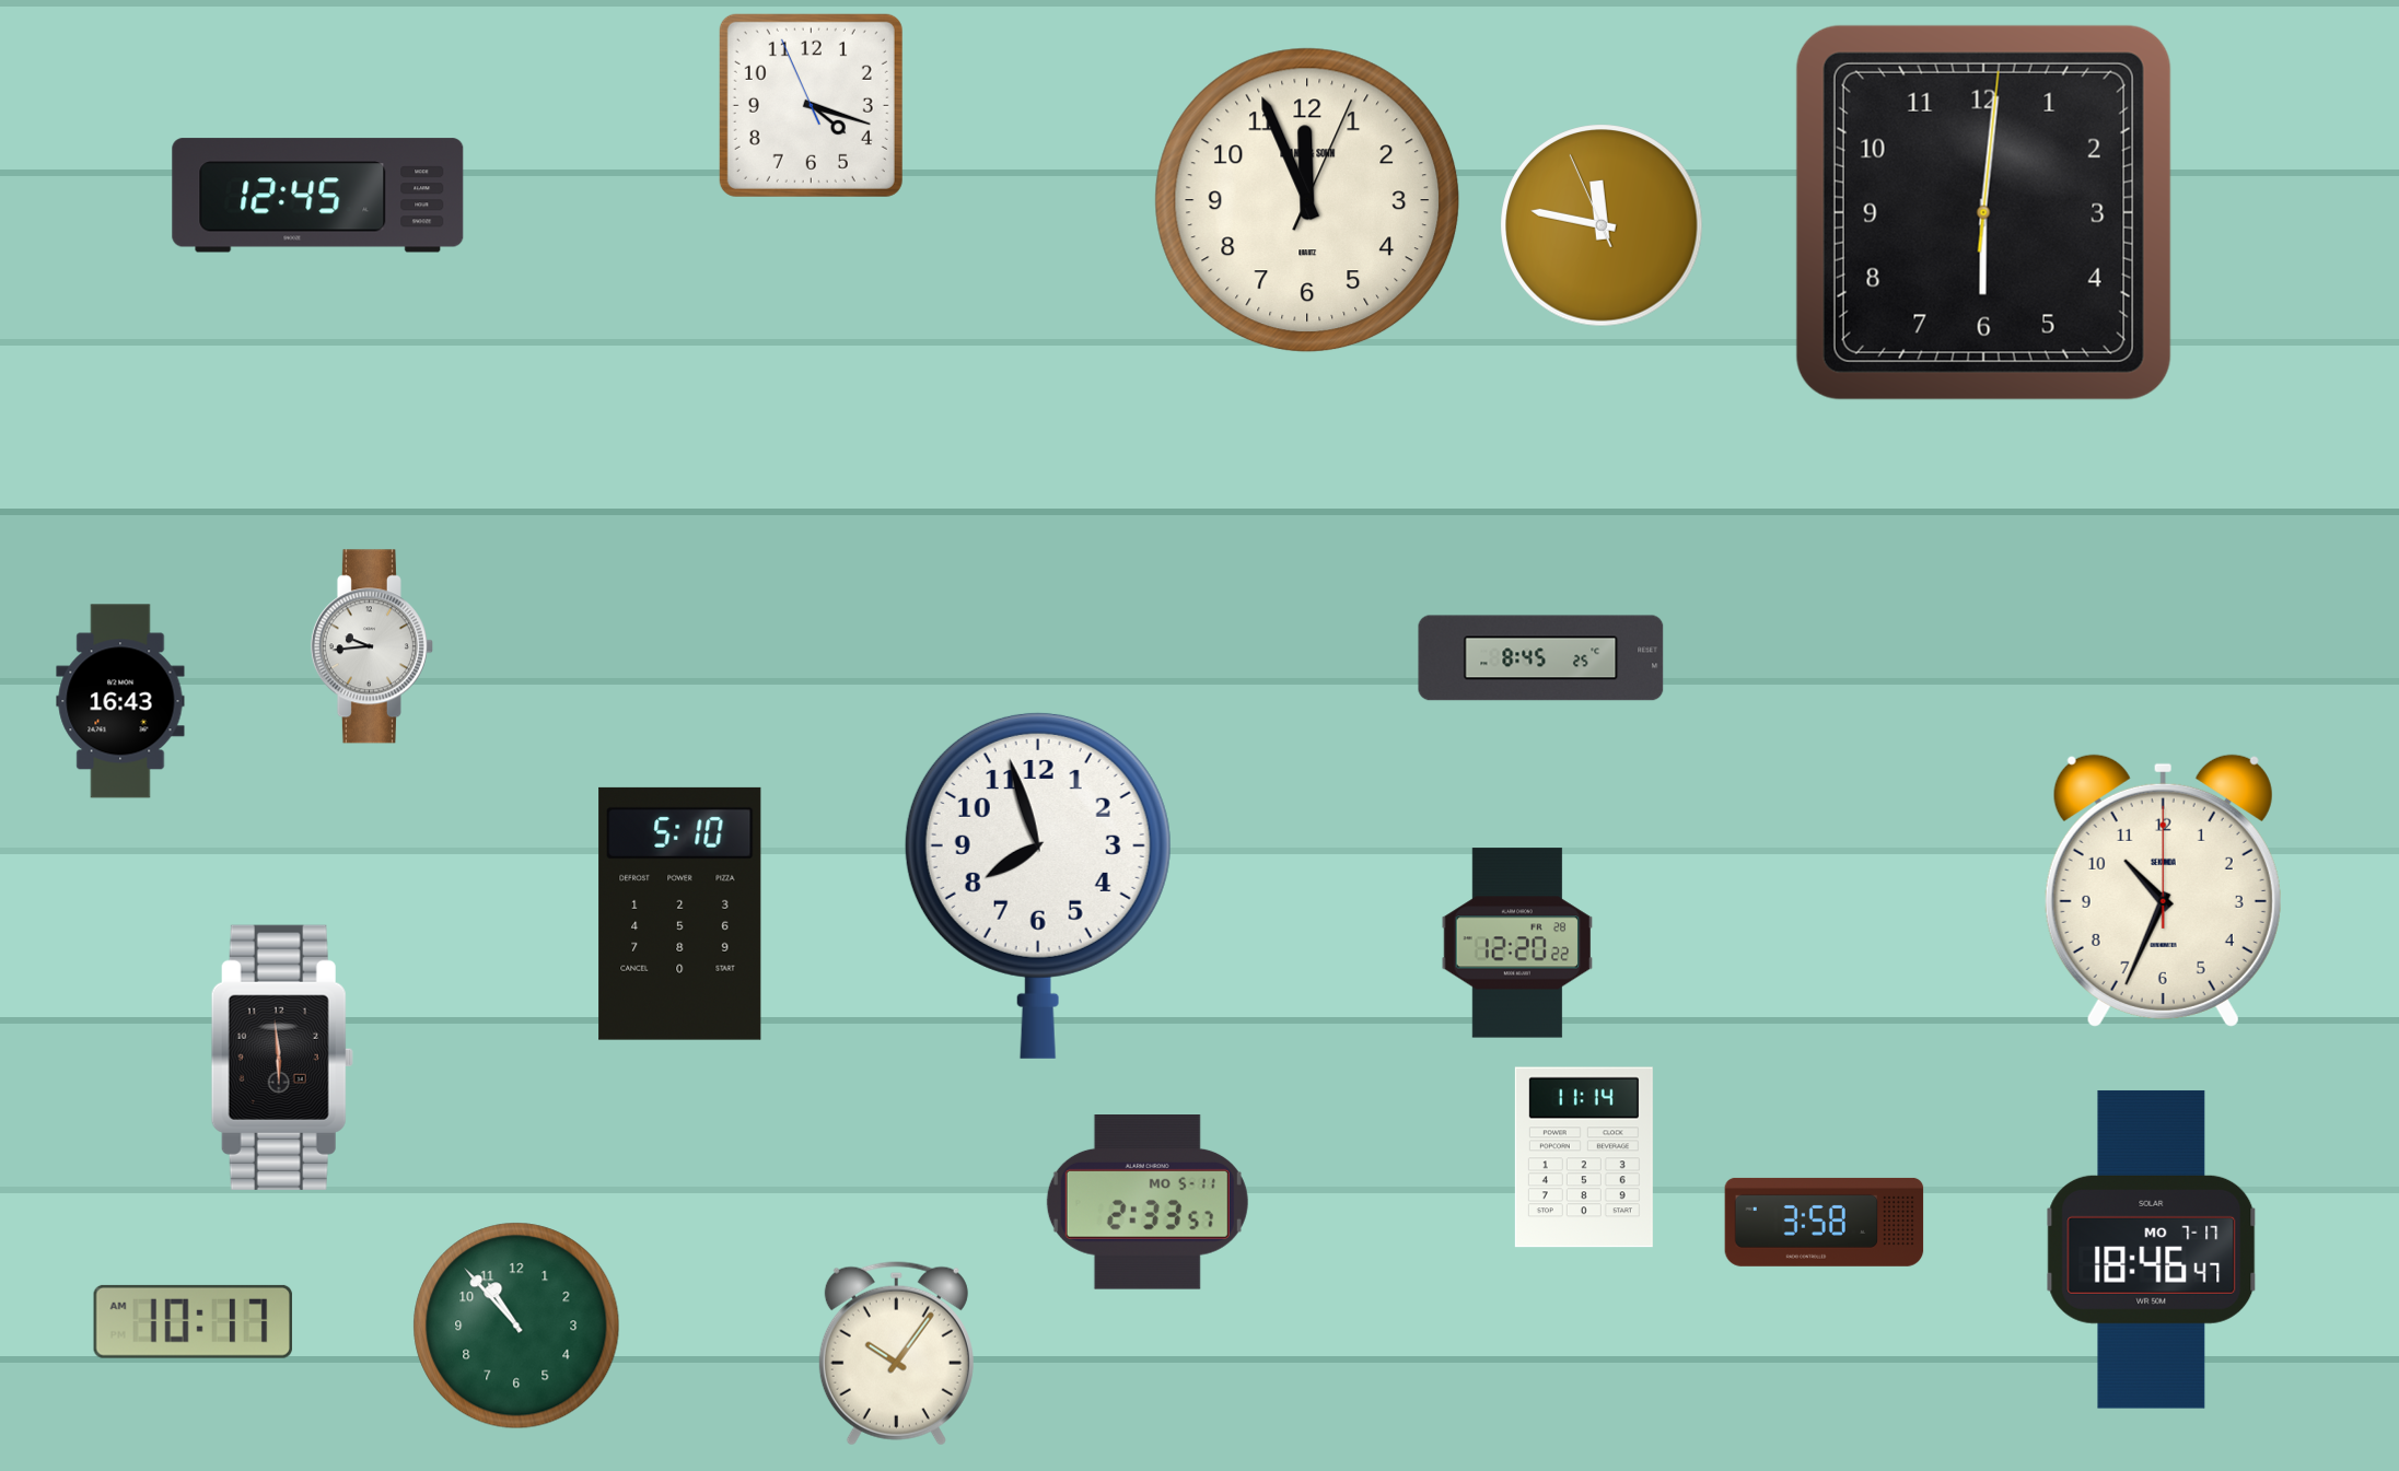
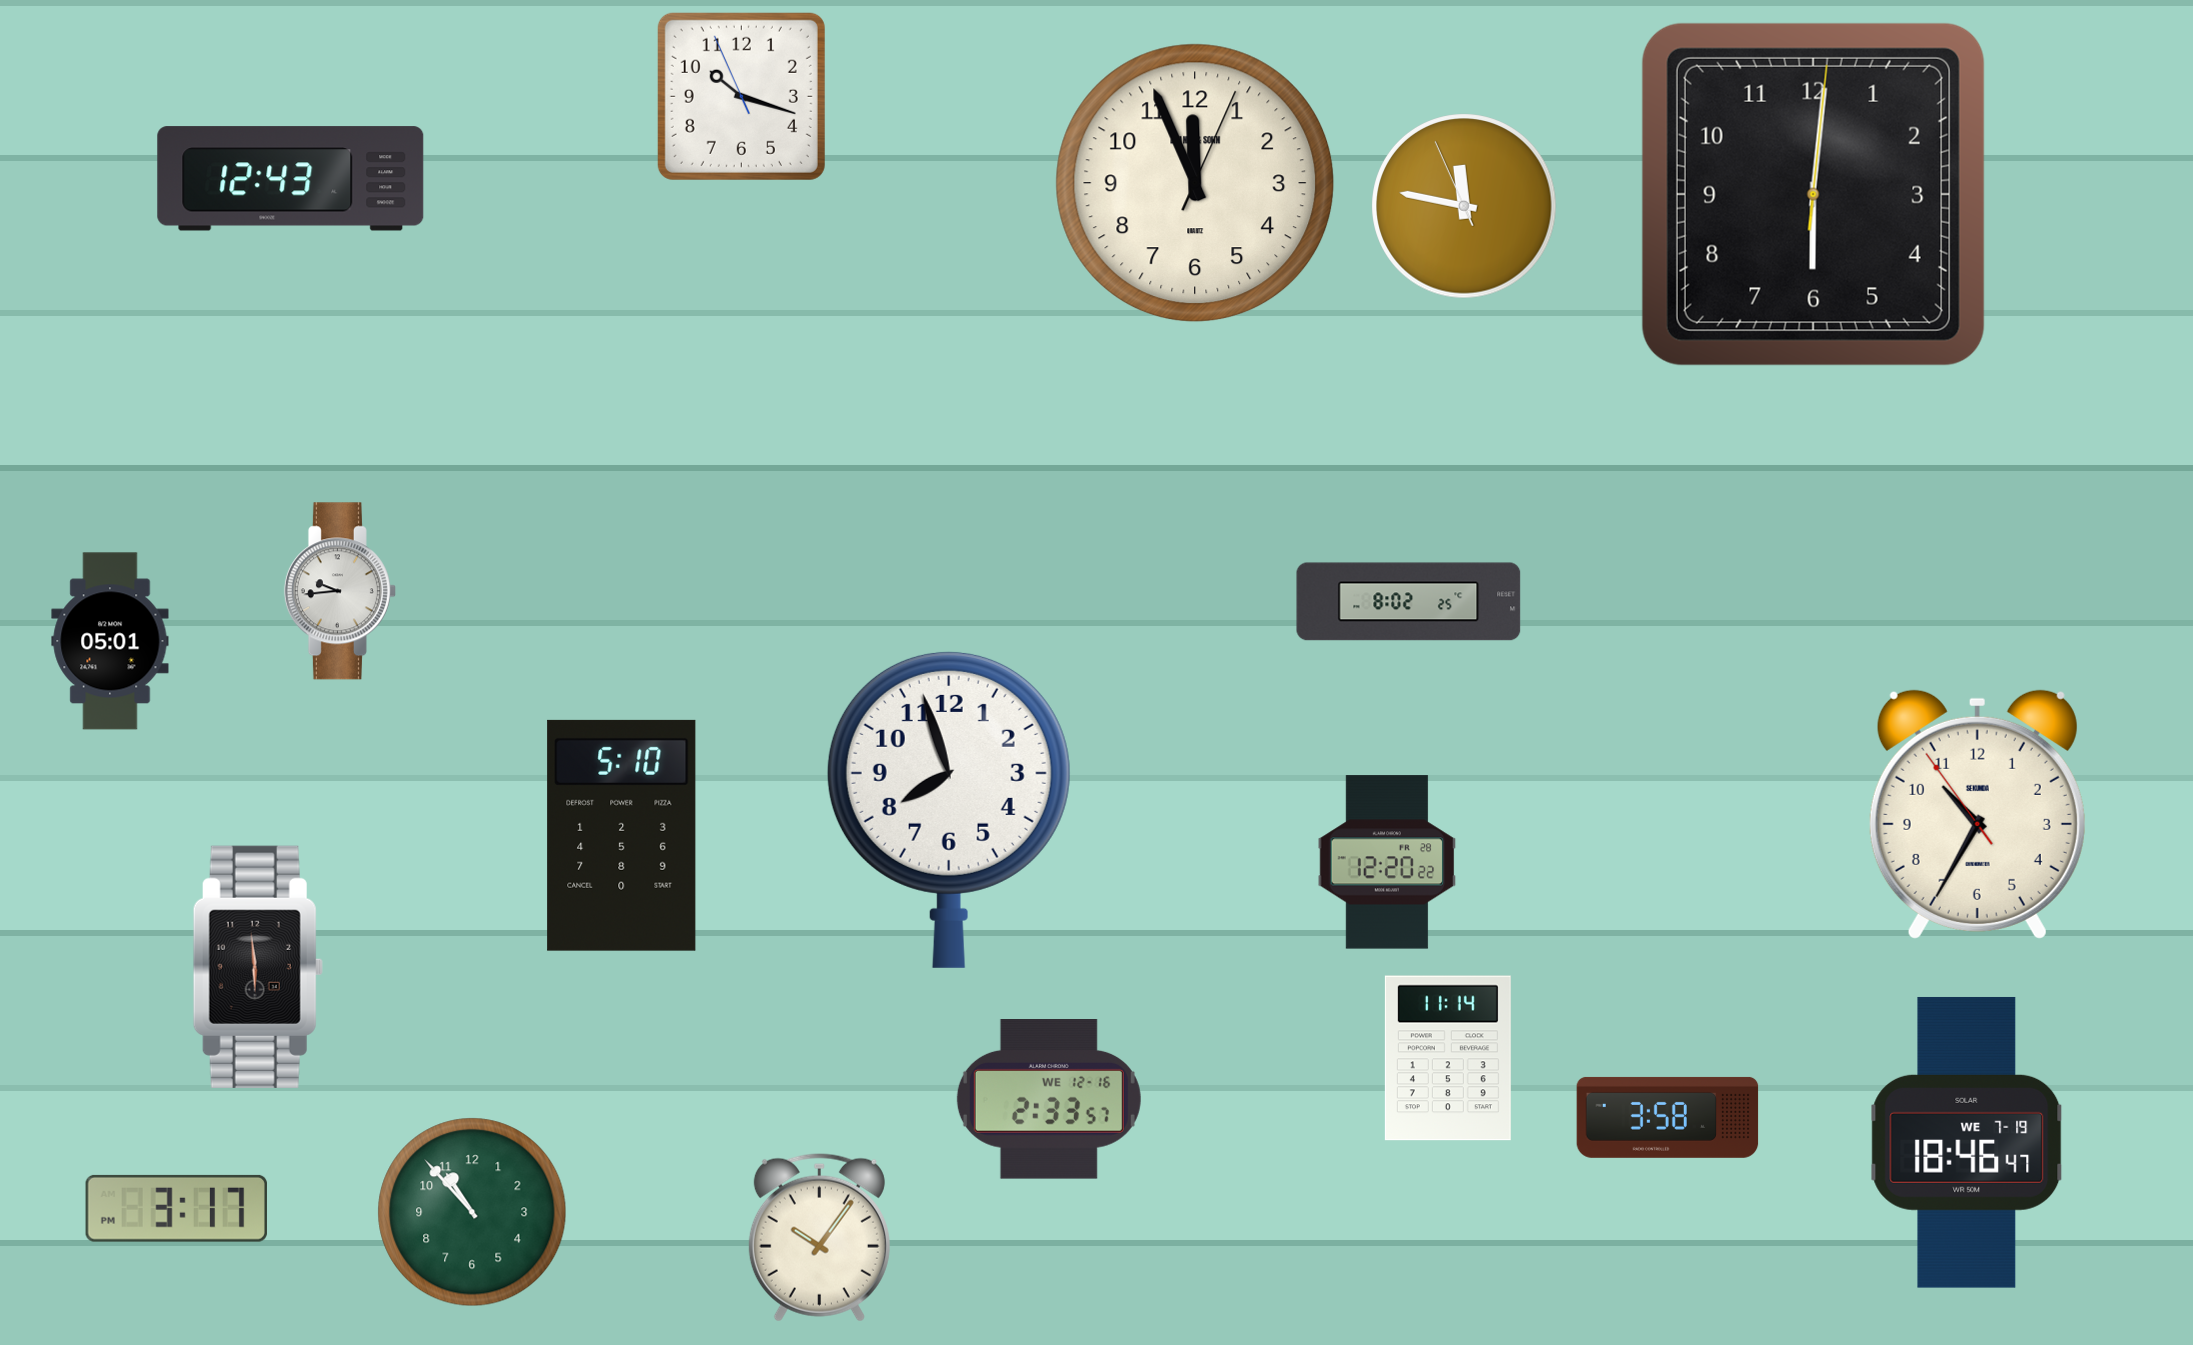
clock at (811, 105): 4:17 -> 10:17
clock at (318, 196): 12:45 -> 12:43
clock at (1541, 658): 8:45 -> 8:02
clock at (120, 701): 16:43 -> 05:01
clock at (2163, 890): 10:34:00 -> 10:34:54
clock at (1148, 1203) date: MO 5-11 -> WE 12-16
clock at (2152, 1249) date: MO 7-17 -> WE 7-19
clock at (193, 1321): 10:17 -> 3:17
